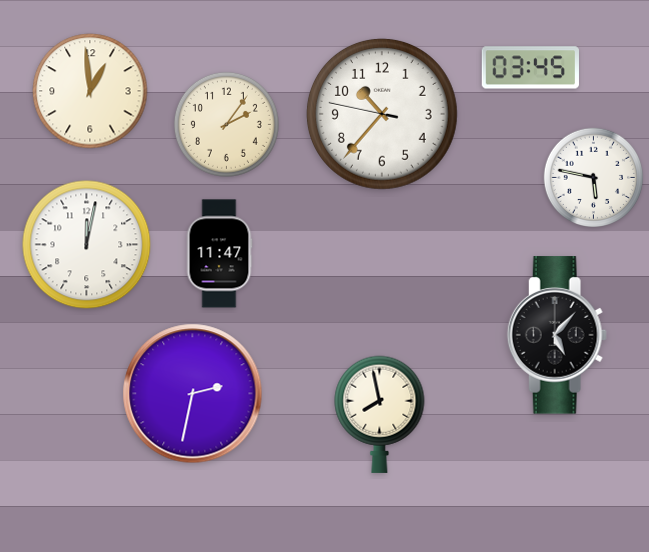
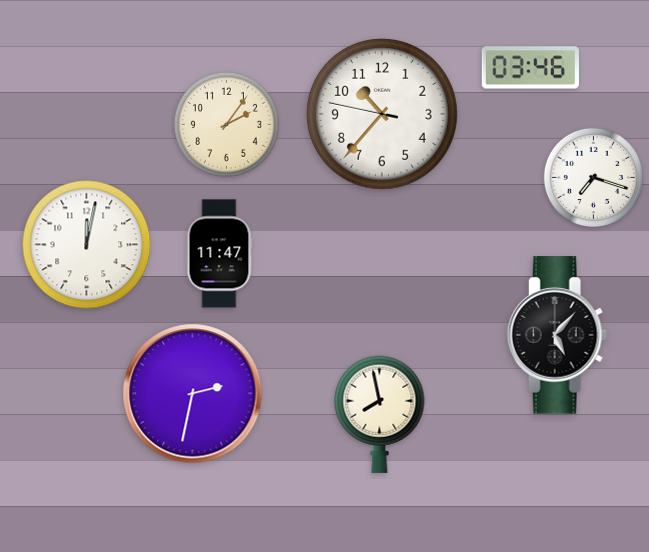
clock at (530, 68): 03:45 -> 03:46
clock at (90, 91): 12:59 -> none
clock at (593, 177): 5:47 -> 7:18
